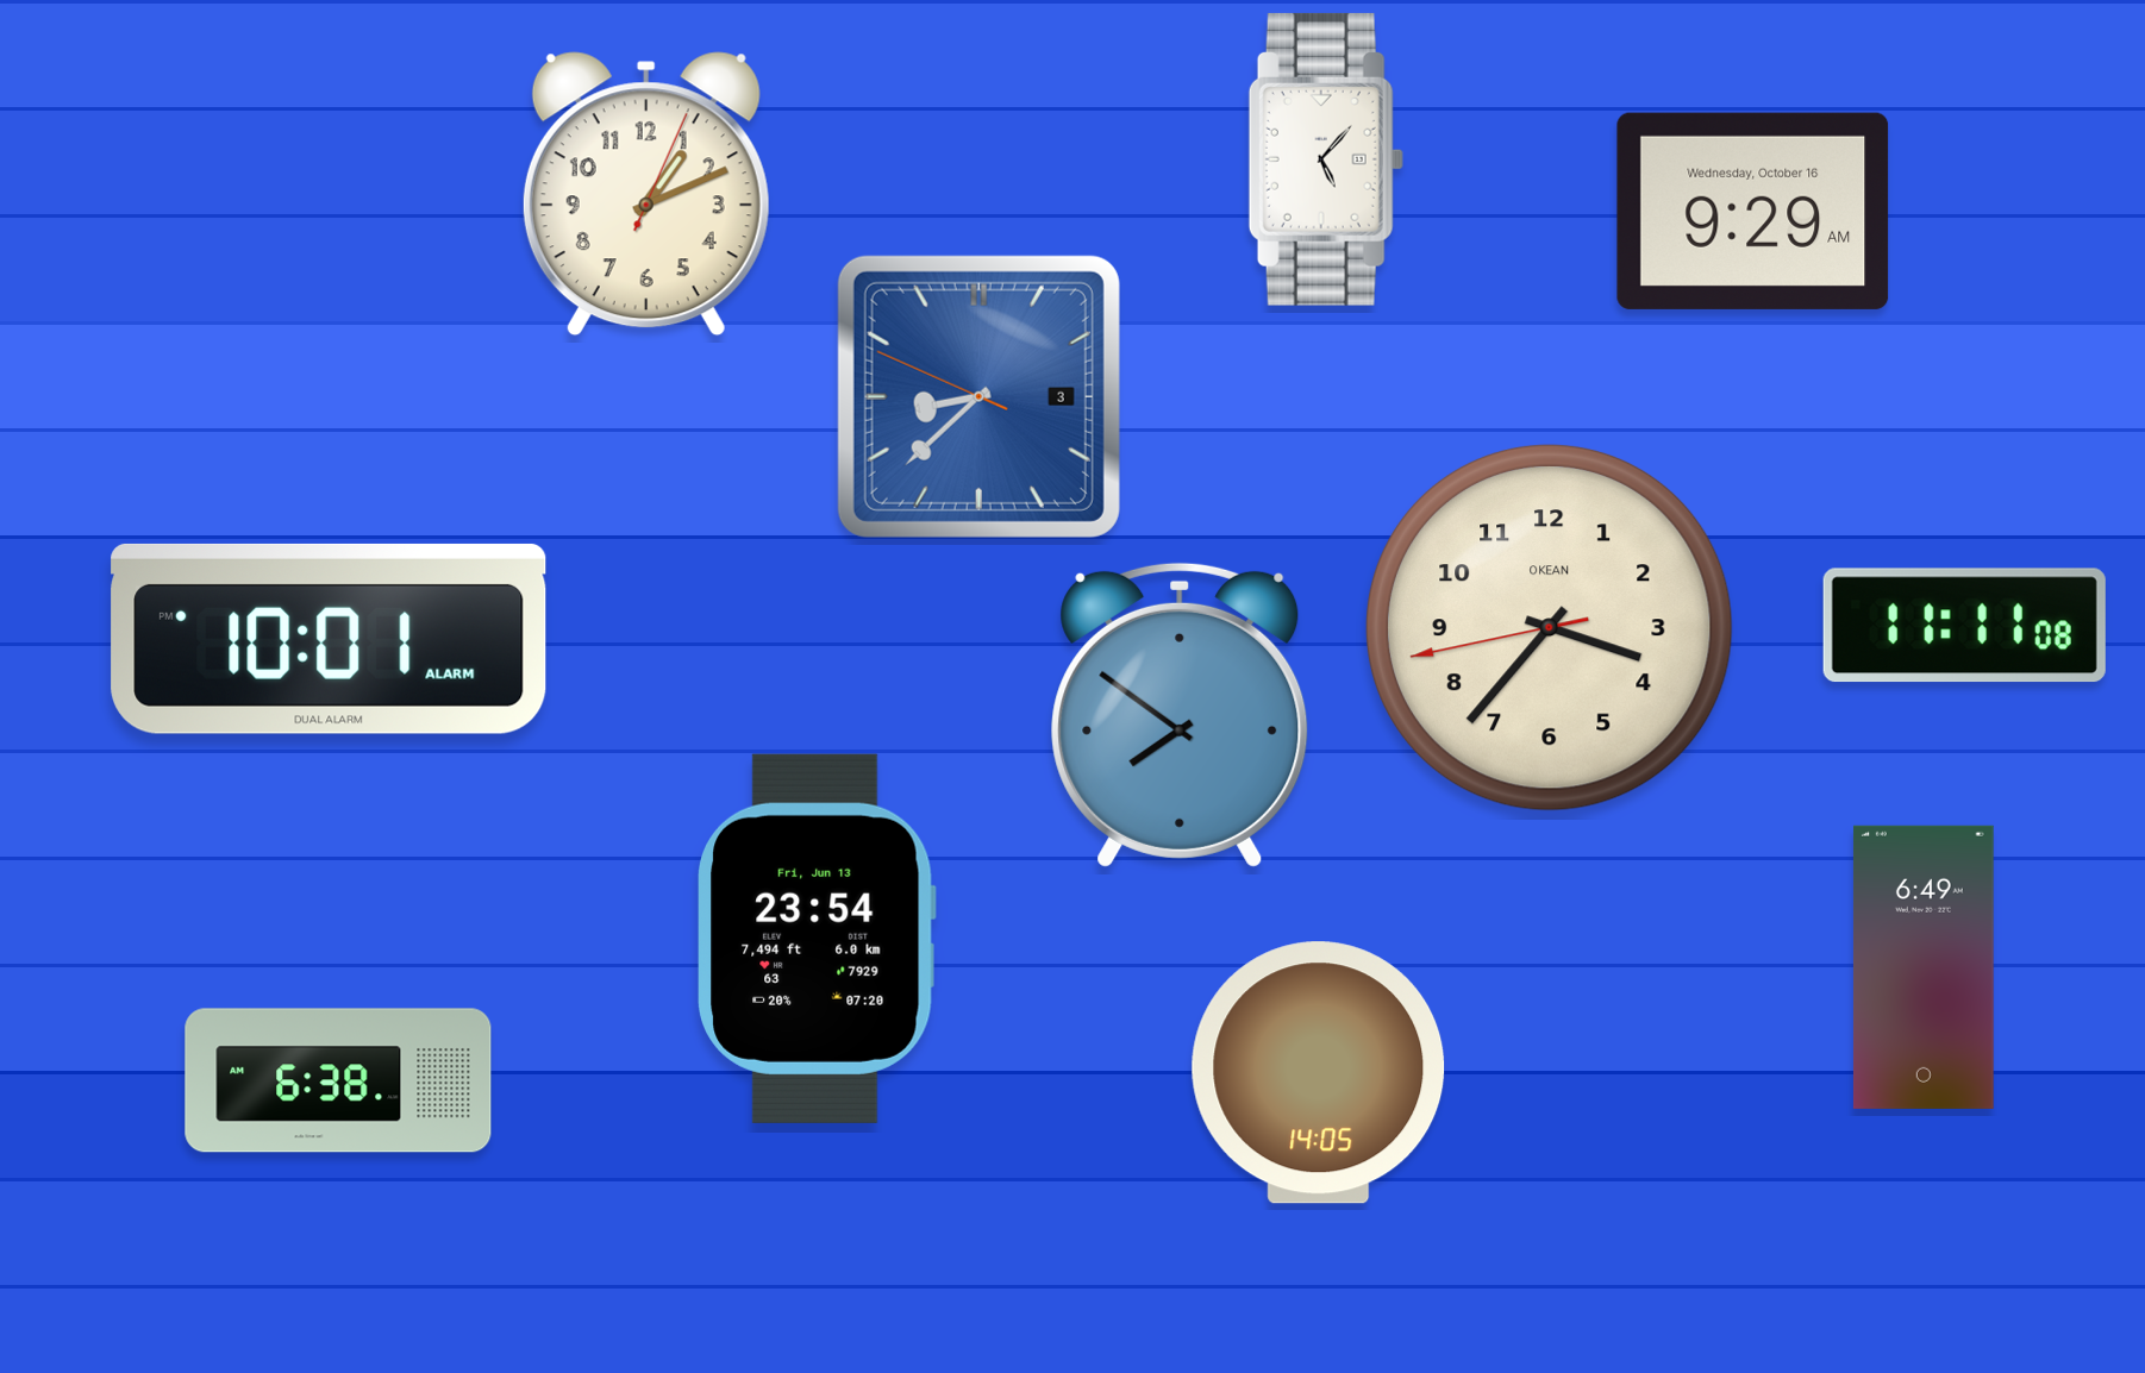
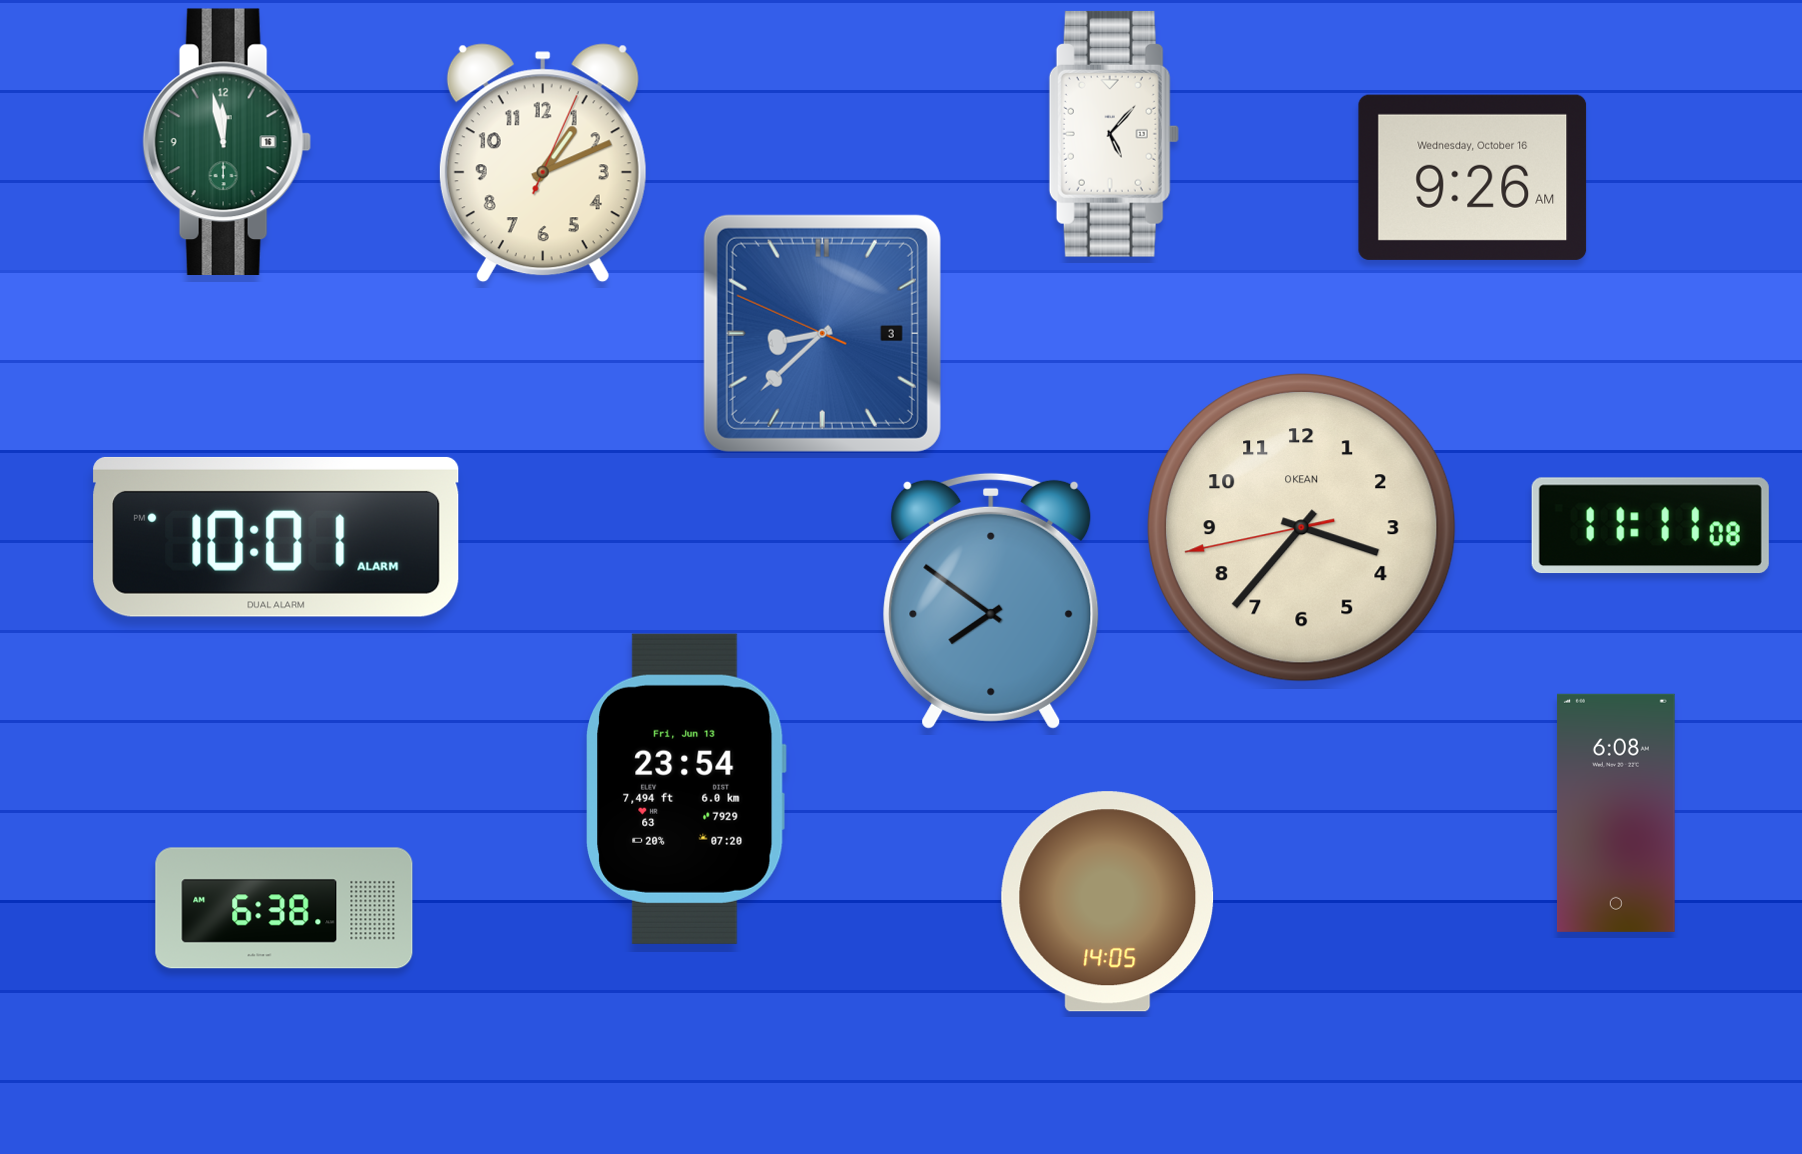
clock at (227, 141): none -> 11:58
clock at (1753, 211): 9:29 -> 9:26
clock at (1924, 967): 6:49 -> 6:08
